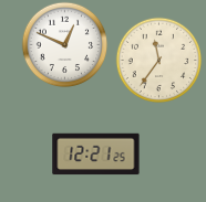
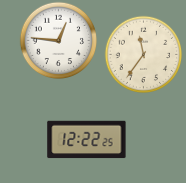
clock at (64, 44): 12:49 -> 12:46
clock at (96, 155): 12:21 -> 12:22
